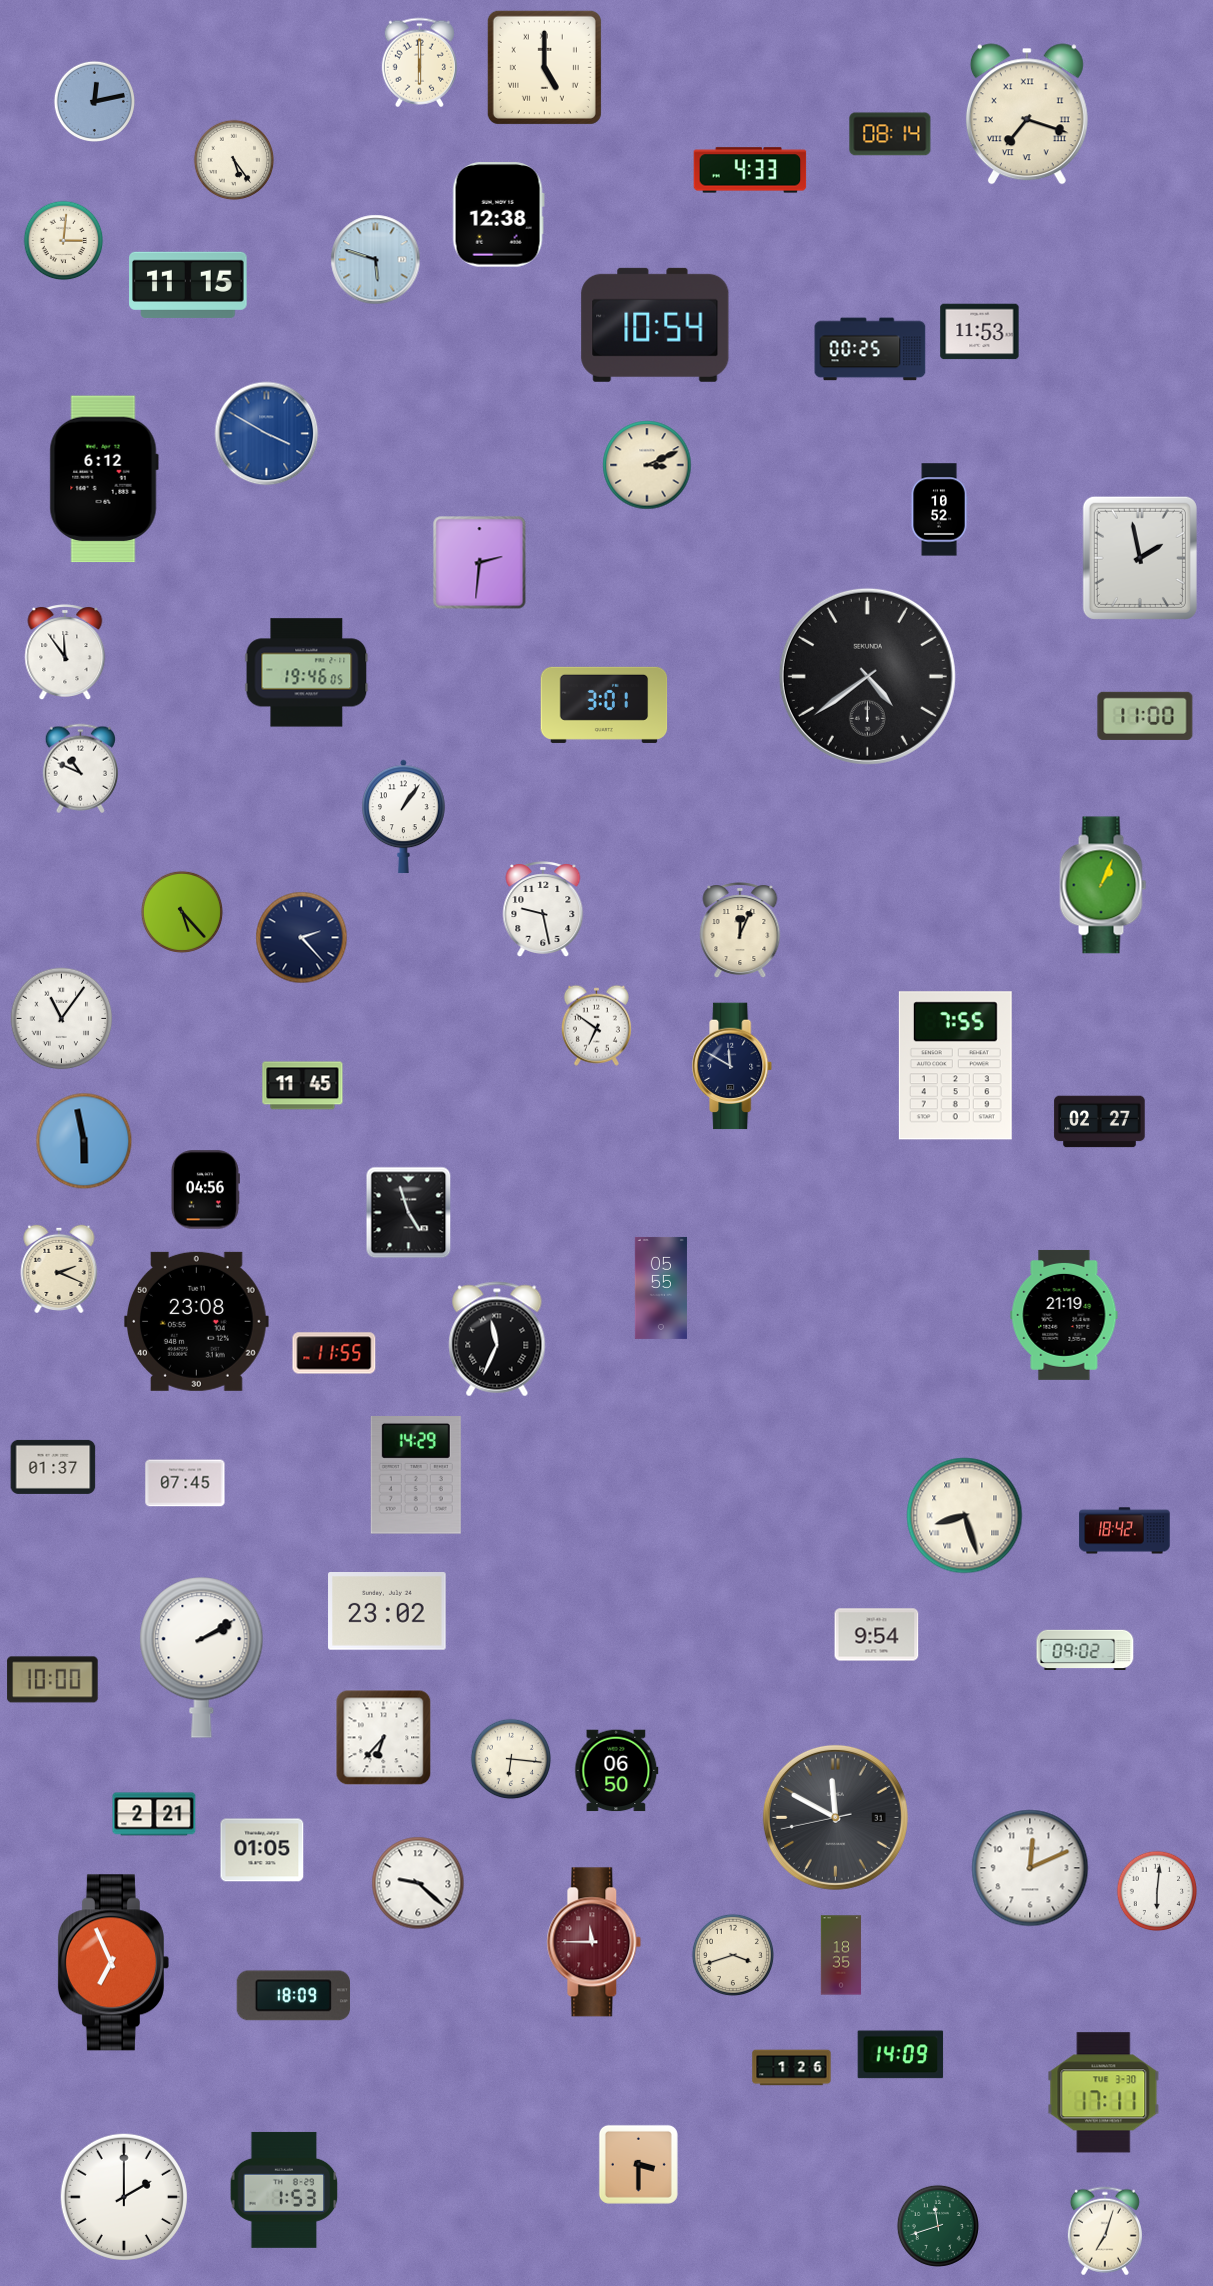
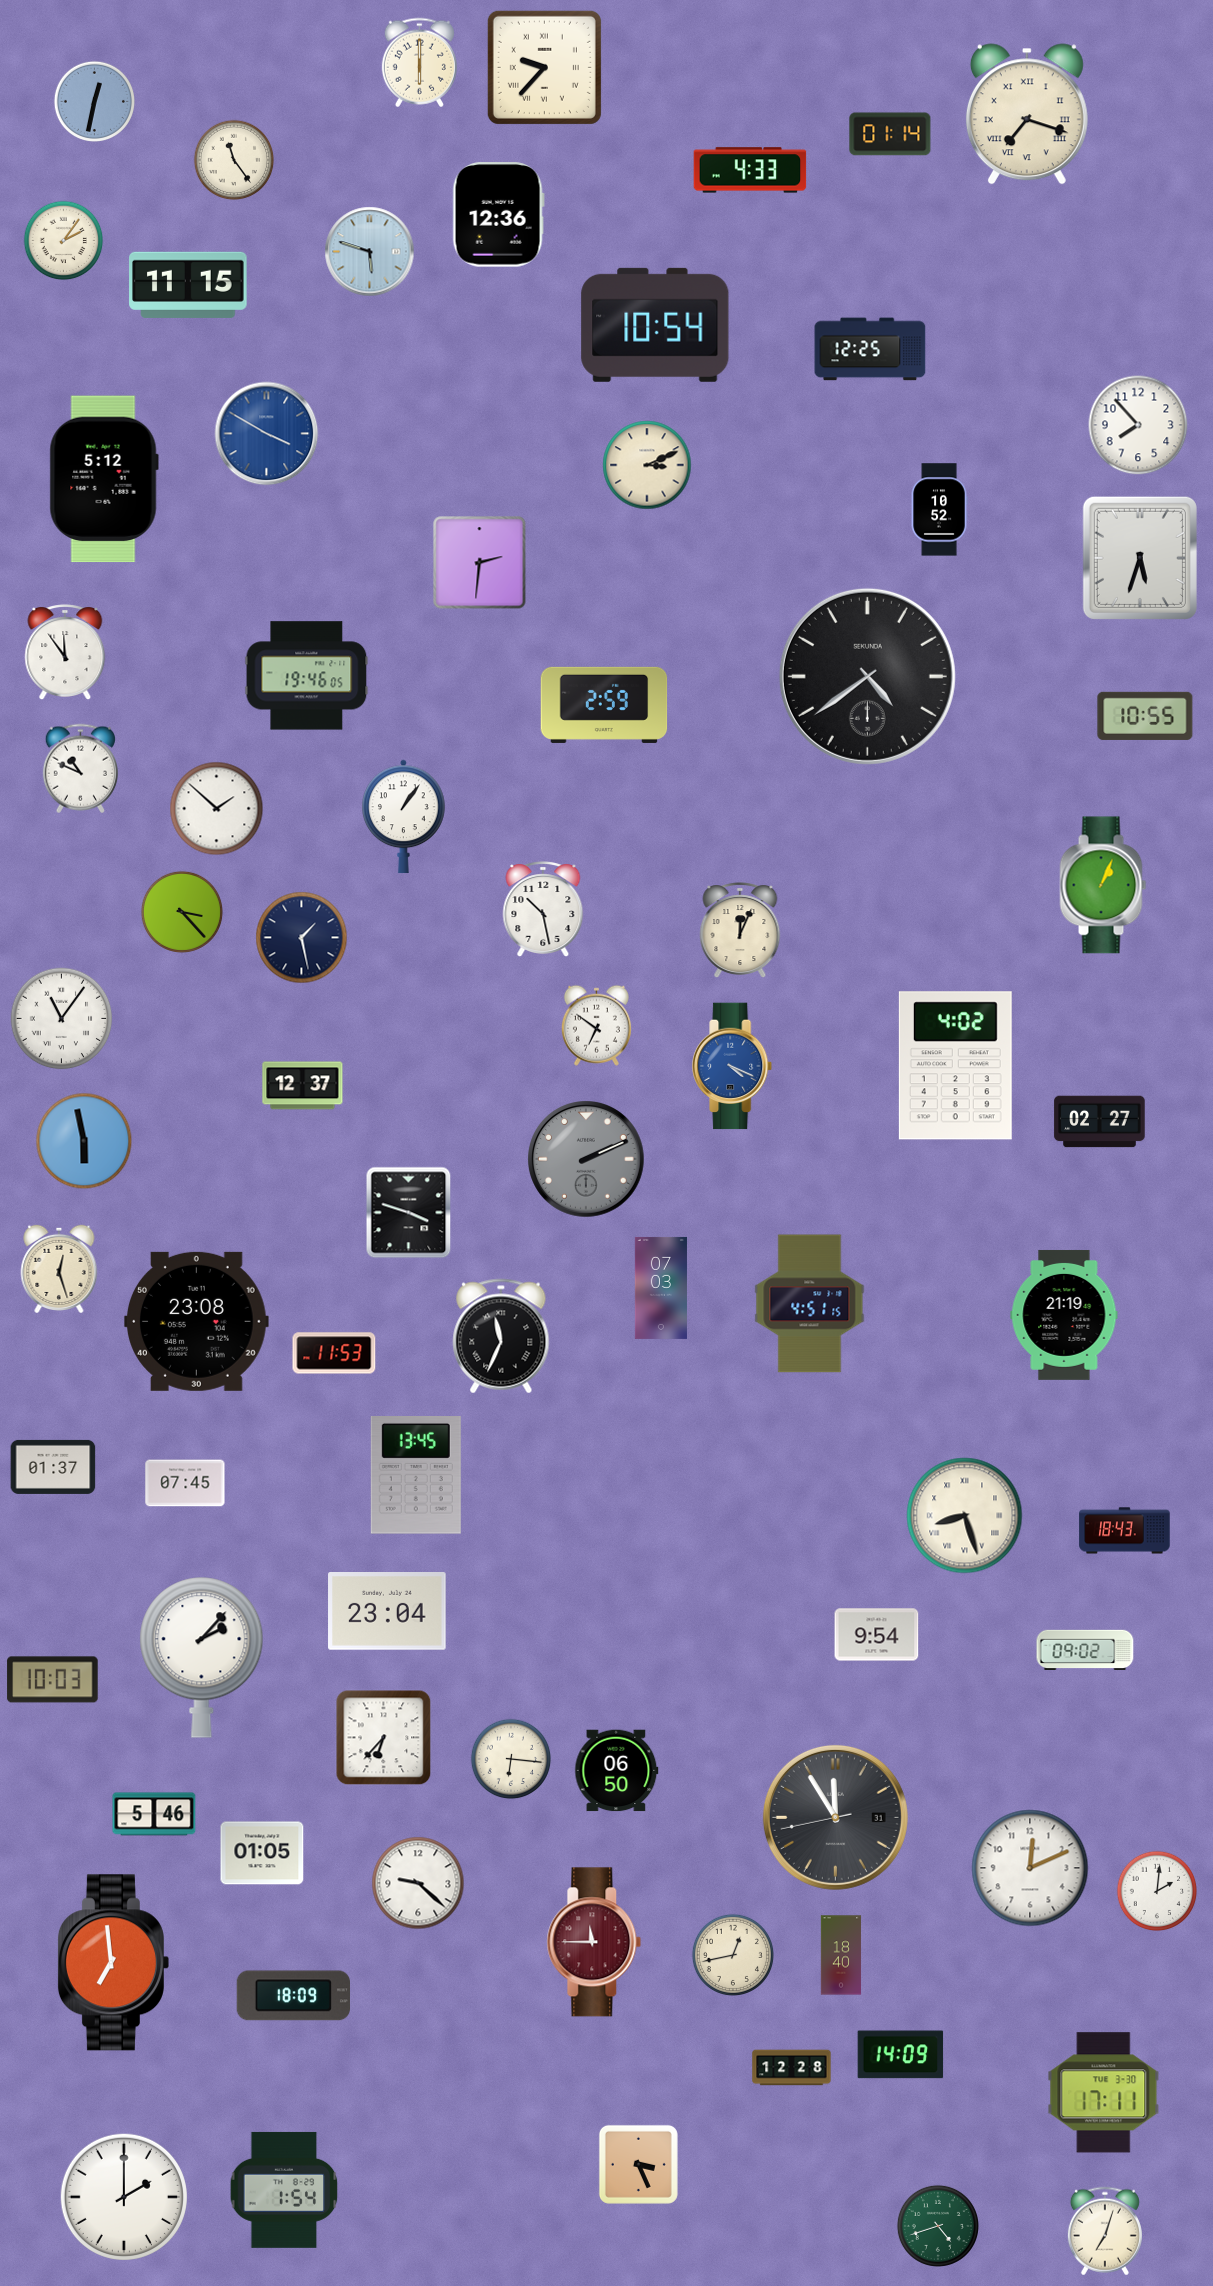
clock at (544, 67): 5:00 -> 9:37
clock at (94, 101): 12:13 -> 12:32
clock at (890, 134): 08:14 -> 01:14
clock at (234, 160): 5:24 -> 11:24
clock at (498, 215): 12:38 -> 12:36
clock at (64, 241): 3:01 -> 2:06
clock at (376, 260) position: (376, 260) -> (370, 252)
clock at (980, 332): 11:53 -> none
clock at (870, 349): 00:25 -> 12:25
clock at (1138, 425): none -> 7:53
clock at (104, 479): 6:12 -> 5:12
clock at (1140, 558): 1:58 -> 5:33
clock at (307, 673) position: (307, 673) -> (307, 676)
clock at (604, 705): 3:01 -> 2:59
clock at (1145, 716): 11:00 -> 10:55
clock at (217, 809): none -> 1:52
clock at (543, 909): 9:28 -> 10:28
clock at (182, 912): 5:23 -> 3:23
clock at (302, 938): 2:23 -> 1:28
clock at (733, 1066): 11:50 -> 4:19
clock at (733, 1066) dial: navy -> blue
clock at (955, 1066): 7:55 -> 4:02
clock at (303, 1086): 11:45 -> 12:37
clock at (587, 1160): none -> 2:11
clock at (205, 1190): 04:56 -> none
clock at (409, 1213): 4:57 -> 3:48
clock at (59, 1268): 2:19 -> 12:27
clock at (661, 1288): 05:55 -> 07:03
clock at (810, 1304): none -> 4:51
clock at (497, 1339) position: (497, 1339) -> (501, 1336)
clock at (334, 1353): 11:55 -> 11:53
clock at (416, 1476): 14:29 -> 13:45
clock at (1125, 1531): 18:42 -> 18:43
clock at (387, 1611): 23:02 -> 23:04
clock at (202, 1657): 2:10 -> 2:07
clock at (53, 1680): 10:00 -> 10:03
clock at (154, 1814): 2:21 -> 5:46
clock at (835, 1817): 11:49 -> 11:54
clock at (262, 1850) position: (262, 1850) -> (262, 1853)
clock at (1157, 1891): 6:01 -> 2:01
clock at (733, 1955): 3:42 -> 12:43
clock at (841, 1955): 18:35 -> 18:40
clock at (113, 1963): 6:56 -> 6:59
clock at (792, 2068): 1:26 -> 12:28
clock at (638, 2164): 3:30 -> 3:26
clock at (284, 2190): 1:53 -> 1:54
clock at (938, 2226): 11:42 -> 4:42
